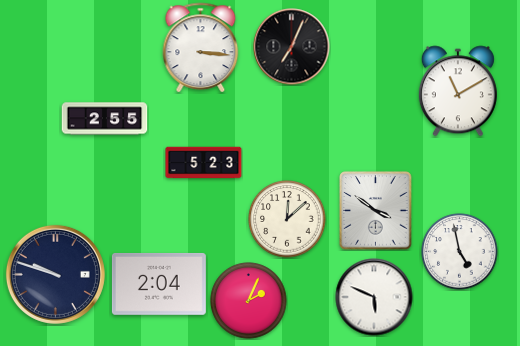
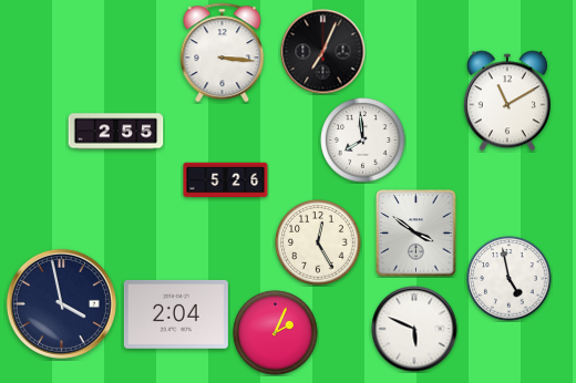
clock at (363, 141): none -> 7:59
clock at (204, 163): 5:23 -> 5:26
clock at (287, 219): 12:08 -> 12:25
clock at (55, 274): 9:48 -> 3:58
